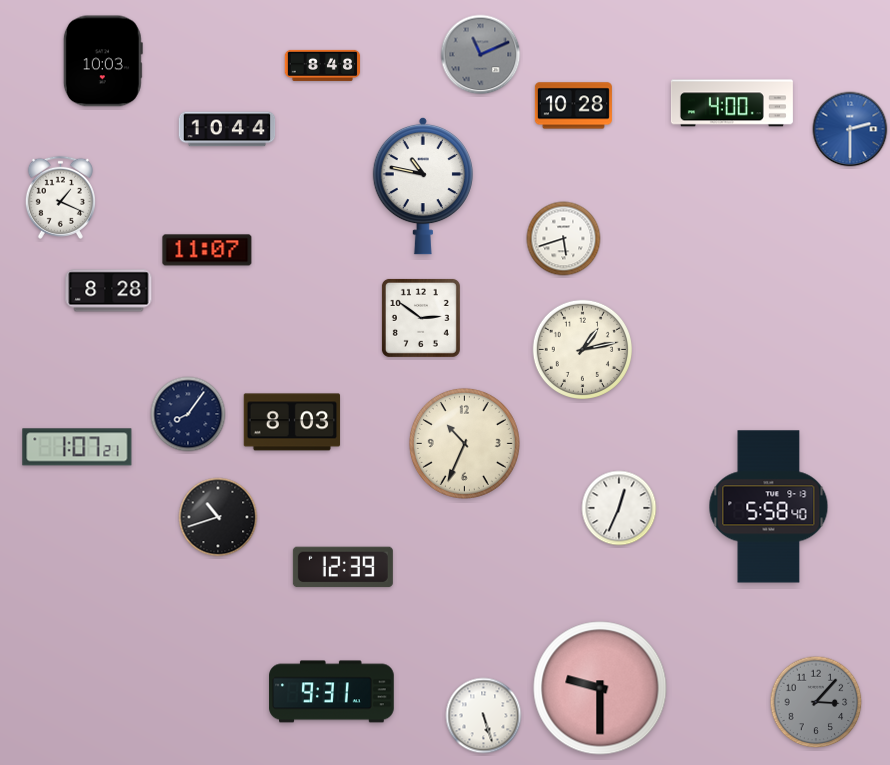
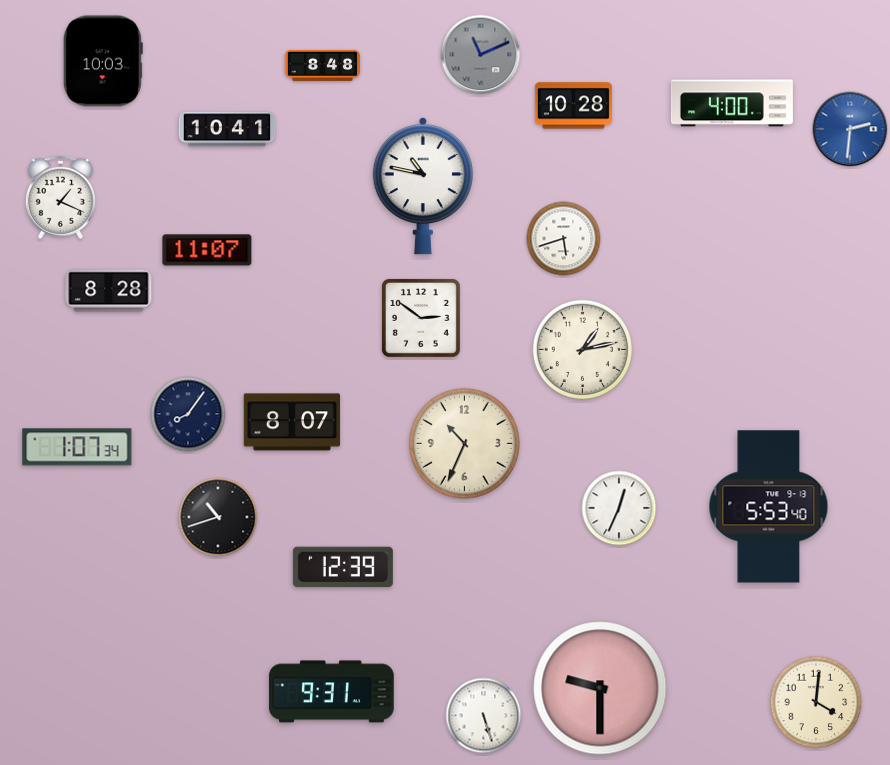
clock at (227, 129): 10:44 -> 10:41
clock at (850, 129): 2:30 -> 2:31
clock at (292, 422): 8:03 -> 8:07
clock at (77, 447): 1:07:21 -> 1:07:34
clock at (769, 507): 5:58 -> 5:53
clock at (816, 702): 3:07 -> 4:01
clock at (816, 702) dial: grey -> cream
